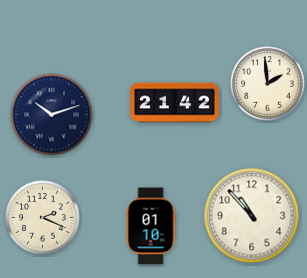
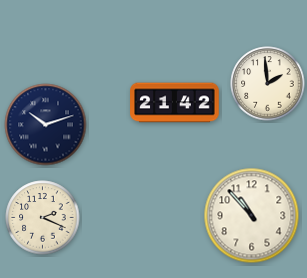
clock at (52, 115) position: (52, 115) -> (46, 125)
clock at (151, 226): 01:10 -> none
